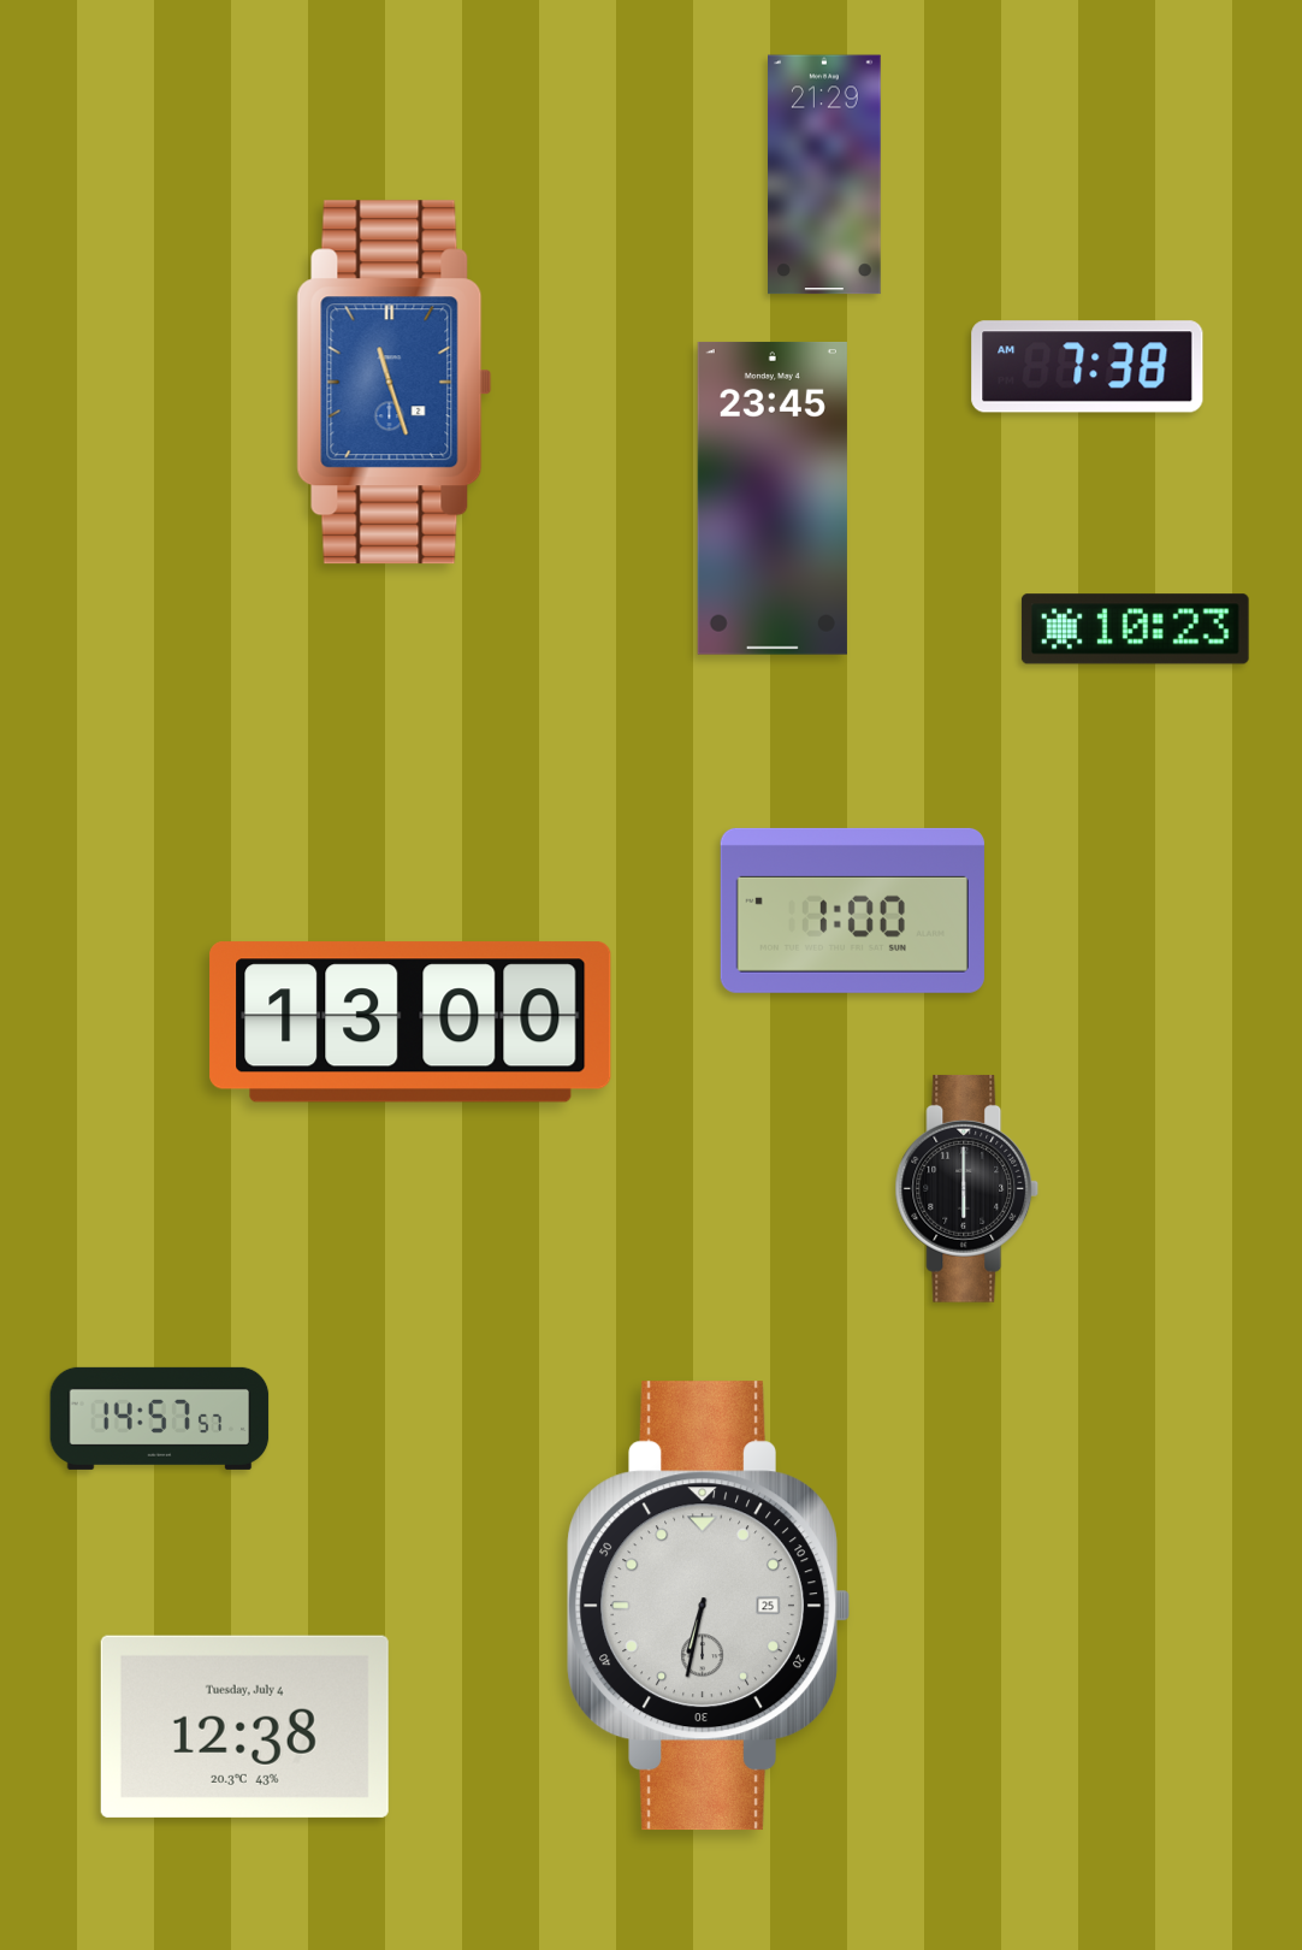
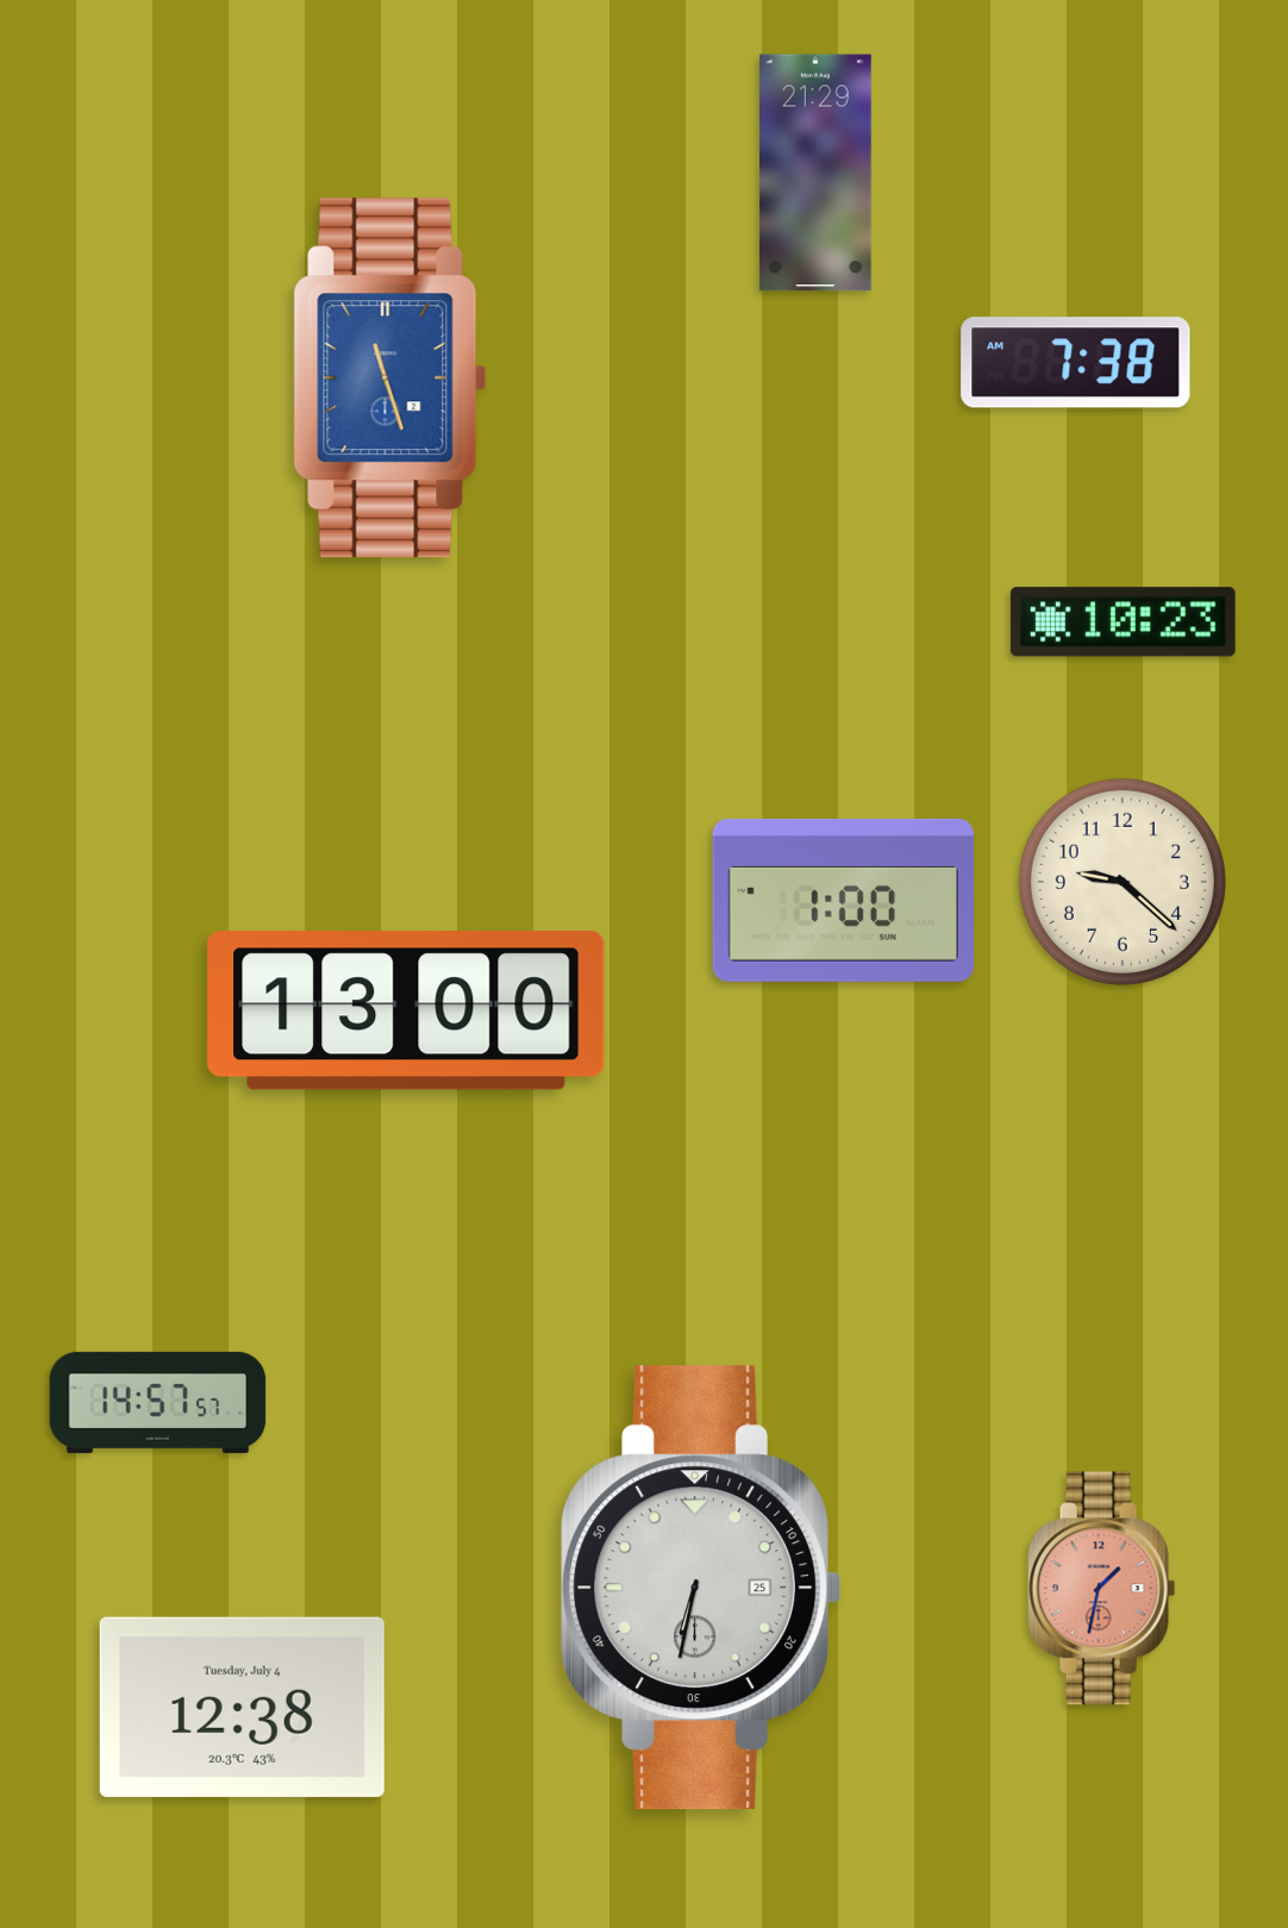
clock at (773, 498): 23:45 -> none
clock at (1123, 882): none -> 9:22
clock at (967, 1188): 6:00 -> none
clock at (1102, 1589): none -> 1:32
